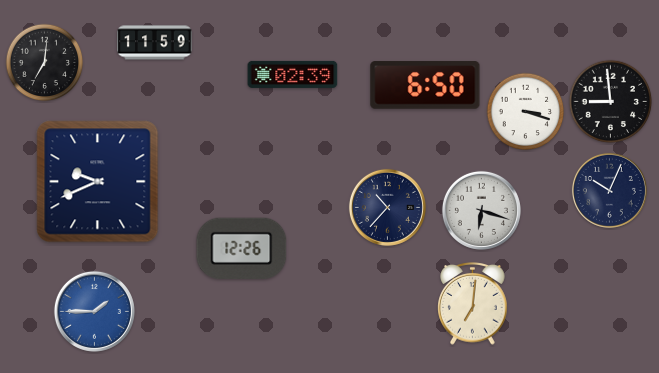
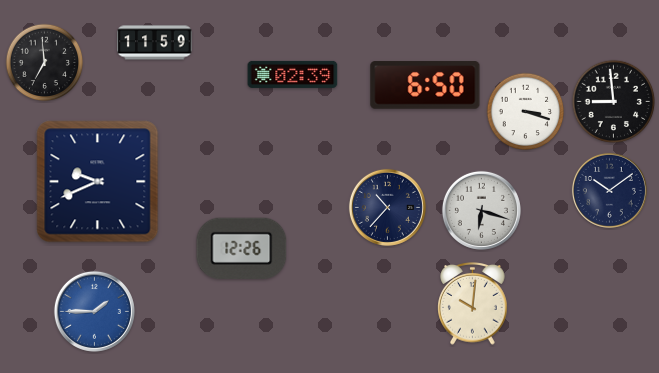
clock at (45, 63): 7:01 -> 6:59
clock at (611, 102) position: (611, 102) -> (614, 102)
clock at (609, 190): 10:04 -> 10:09
clock at (473, 304): 7:01 -> 10:01
